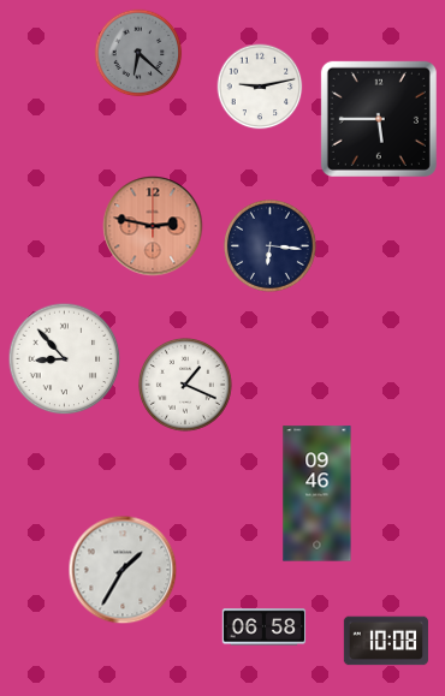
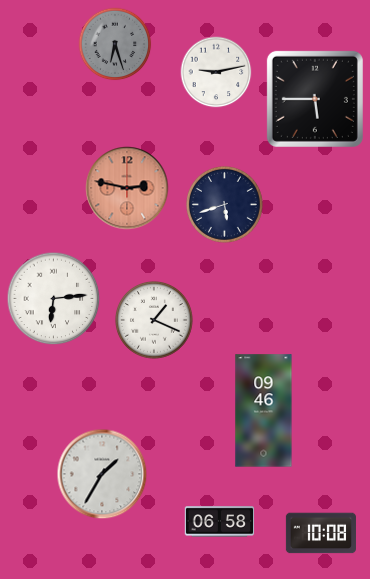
clock at (138, 53): 6:22 -> 6:27
clock at (269, 245): 6:16 -> 5:42
clock at (65, 359): 8:53 -> 6:14
